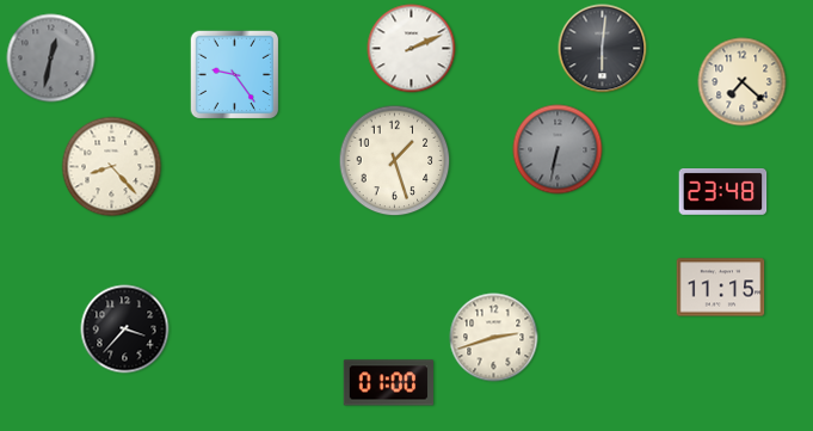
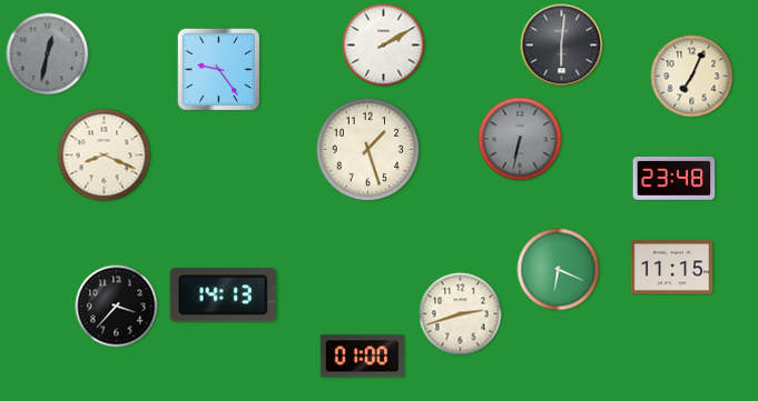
clock at (412, 49): 2:11 -> 2:10
clock at (743, 82): 7:22 -> 7:04
clock at (112, 167): 8:23 -> 8:19
clock at (559, 270): none -> 6:19
clock at (224, 295): none -> 14:13
